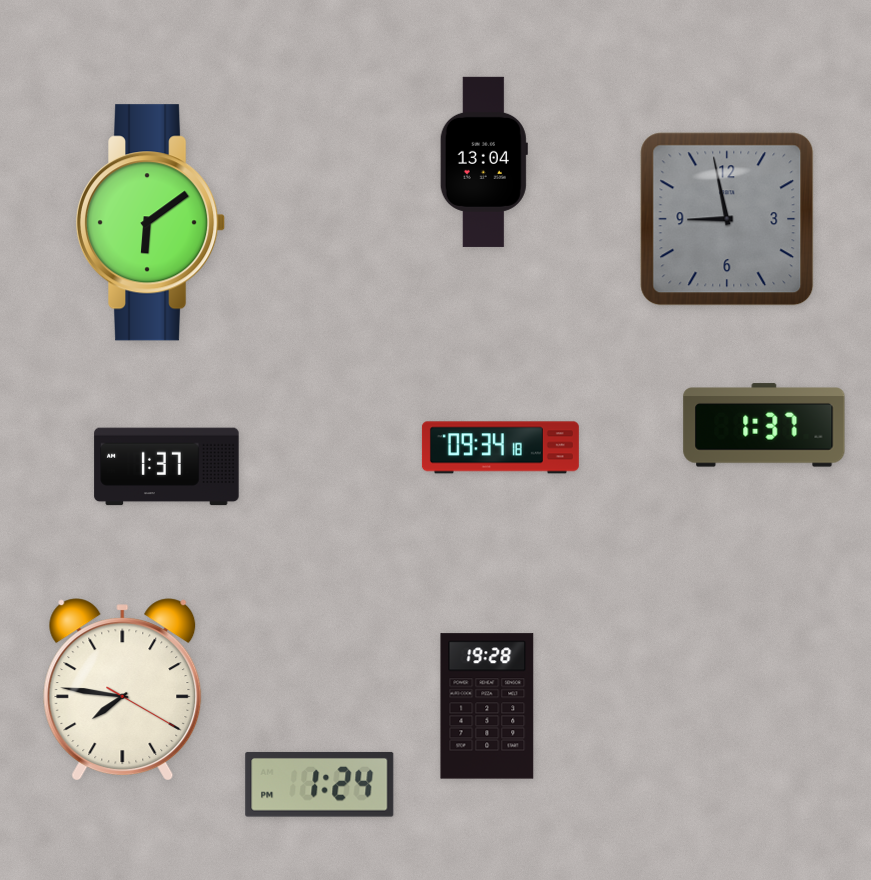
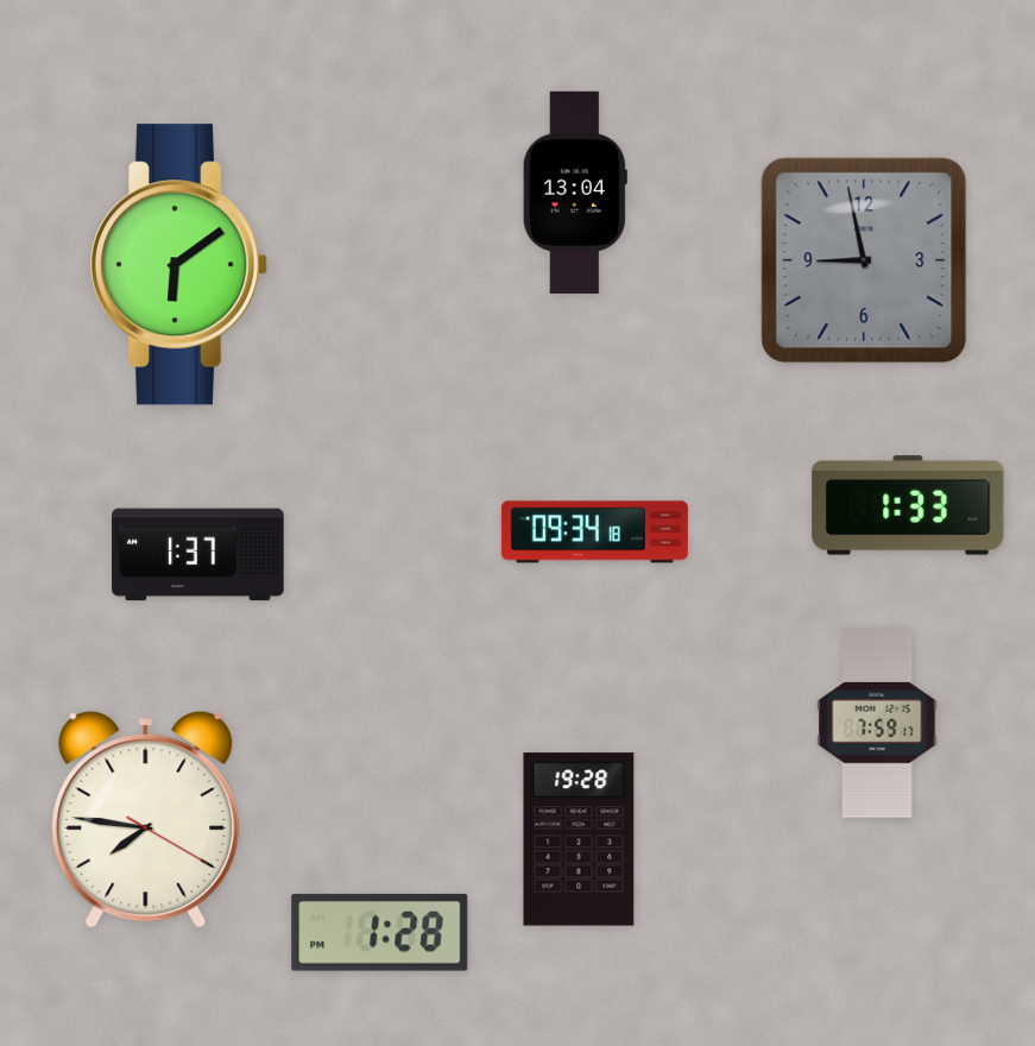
clock at (764, 425): 1:37 -> 1:33
clock at (877, 723): none -> 7:59
clock at (320, 785): 1:24 -> 1:28
